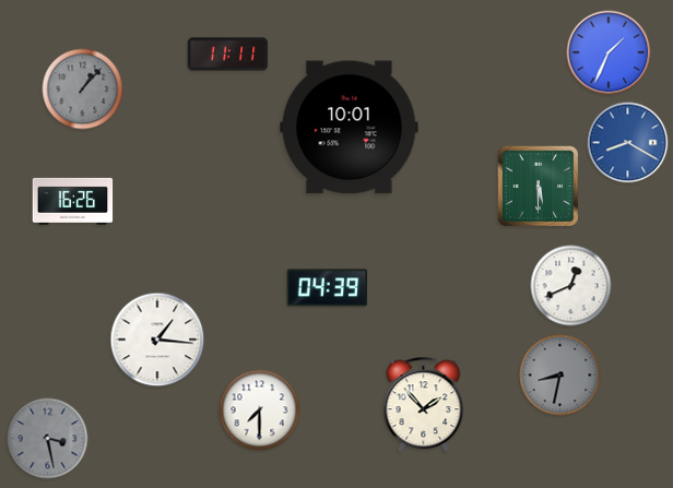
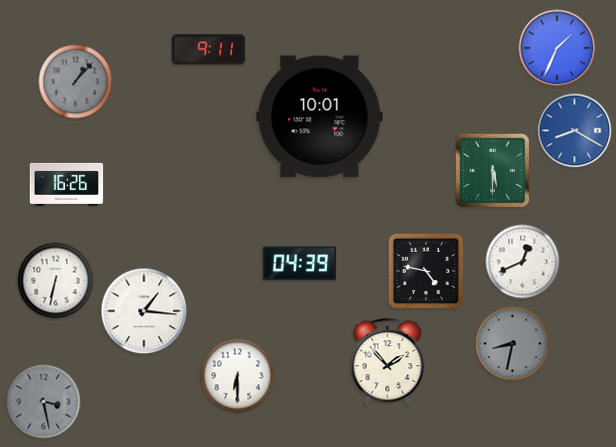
clock at (228, 55): 11:11 -> 9:11
clock at (426, 271): none -> 4:47
clock at (56, 281): none -> 6:32
clock at (424, 405) position: (424, 405) -> (388, 362)
clock at (260, 410): 7:30 -> 6:30
